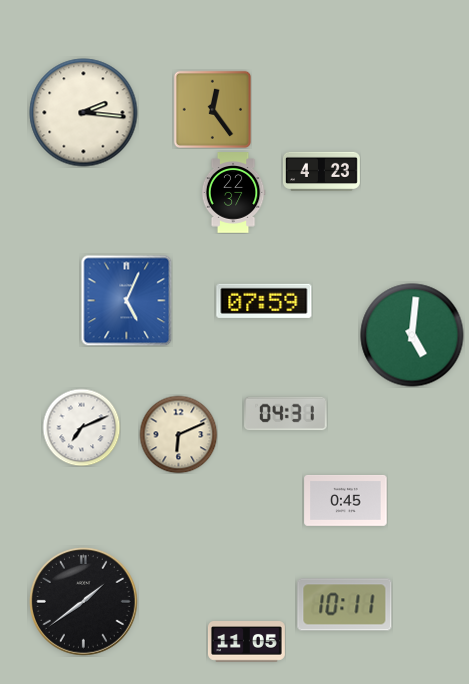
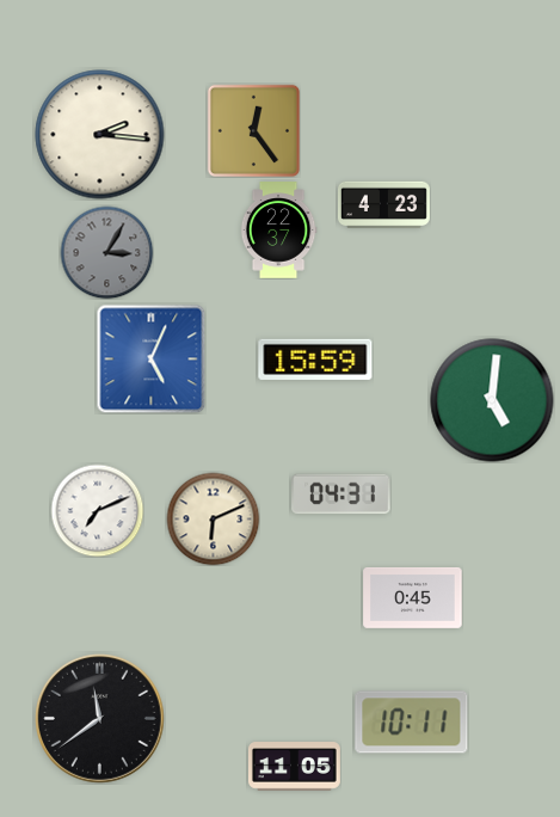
clock at (106, 252): none -> 3:05
clock at (264, 301): 07:59 -> 15:59
clock at (84, 602): 1:39 -> 11:39
